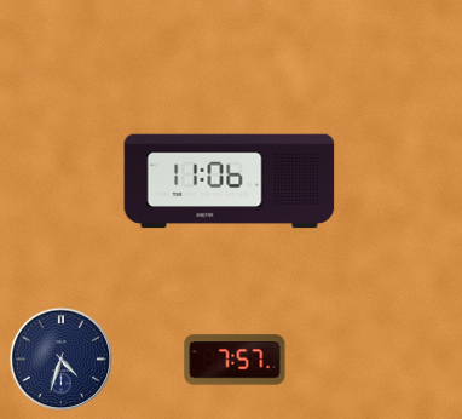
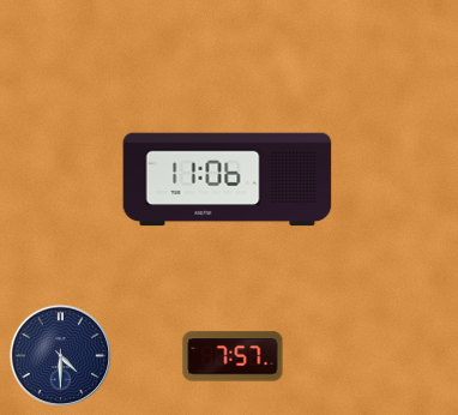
clock at (62, 360): 4:33 -> 4:30
